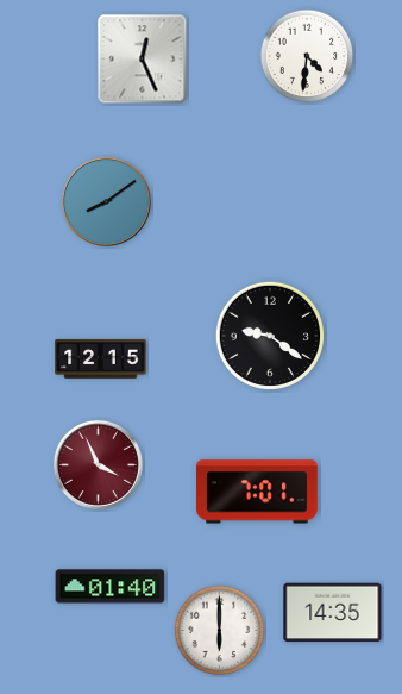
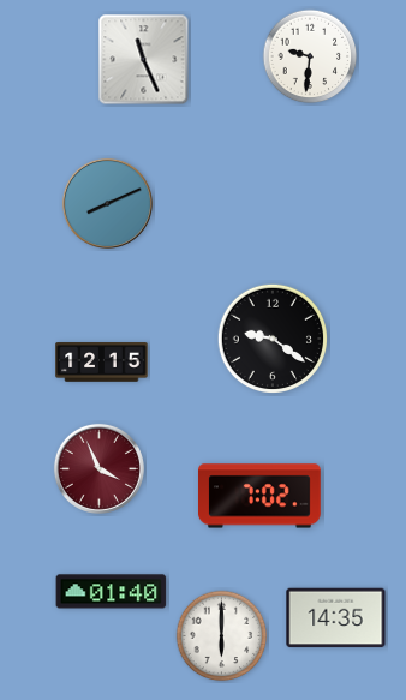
clock at (307, 56): 4:31 -> 9:31
clock at (143, 60): 12:26 -> 11:26
clock at (106, 201): 8:09 -> 8:11
clock at (258, 492): 7:01 -> 7:02
